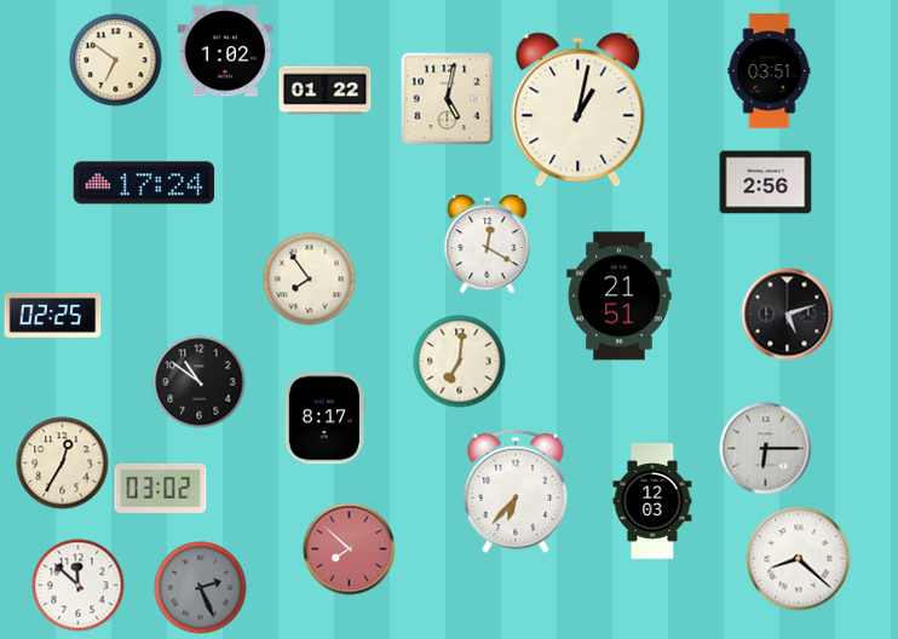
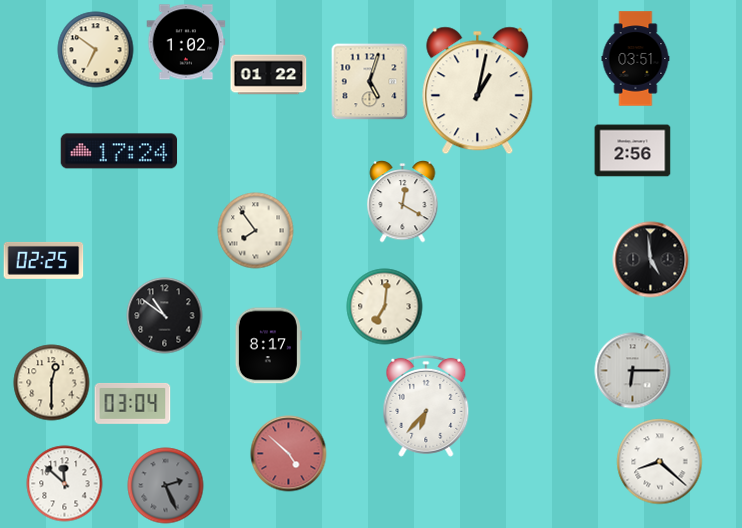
clock at (448, 99): 5:02 -> 5:03
clock at (620, 297): 21:51 -> none
clock at (788, 315): 5:12 -> 4:59
clock at (460, 362) position: (460, 362) -> (385, 307)
clock at (63, 464): 12:35 -> 12:30
clock at (161, 488): 03:02 -> 03:04
clock at (652, 501): 12:03 -> none
clock at (350, 549): 7:52 -> 4:52
